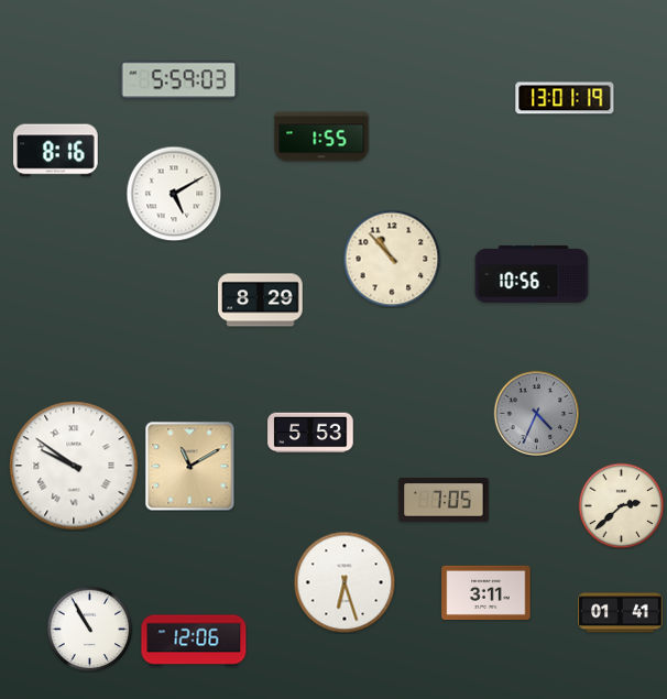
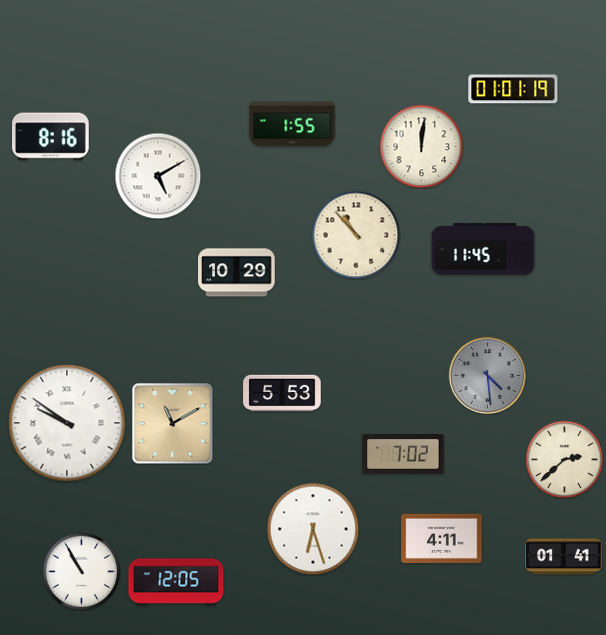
clock at (179, 80): 5:59 -> none
clock at (565, 98): 13:01 -> 01:01
clock at (421, 146): none -> 12:01
clock at (532, 274): 10:56 -> 11:45
clock at (261, 301): 8:29 -> 10:29
clock at (536, 413): 4:34 -> 4:29
clock at (444, 500): 7:05 -> 7:02
clock at (486, 592): 3:11 -> 4:11
clock at (194, 641): 12:06 -> 12:05
